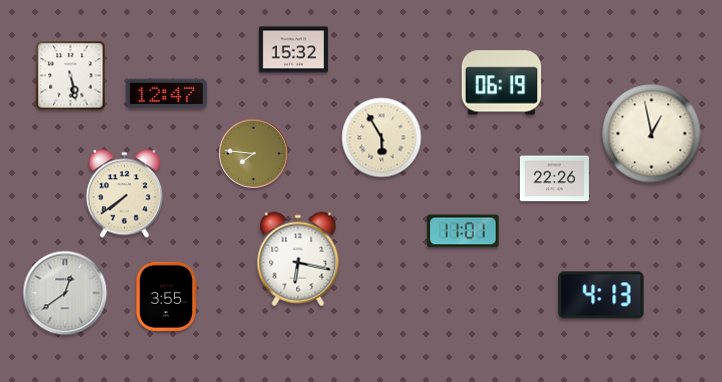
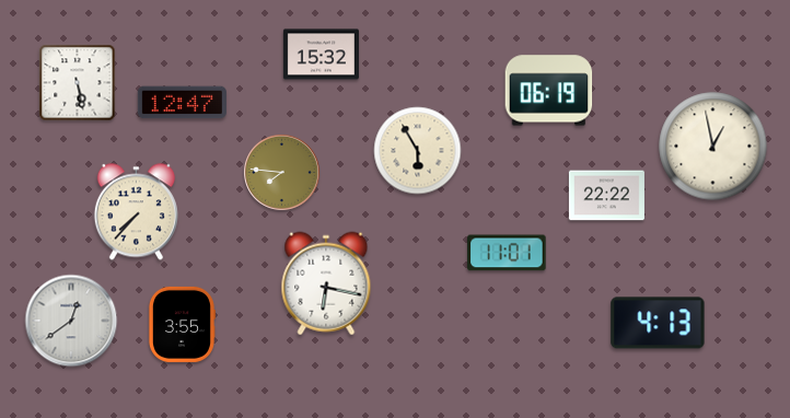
clock at (254, 154) position: (254, 154) -> (282, 173)
clock at (554, 179): 22:26 -> 22:22
clock at (124, 194): 7:39 -> 7:37
